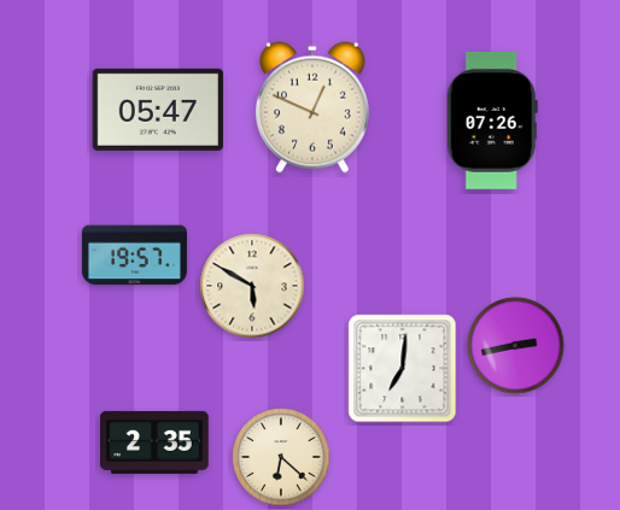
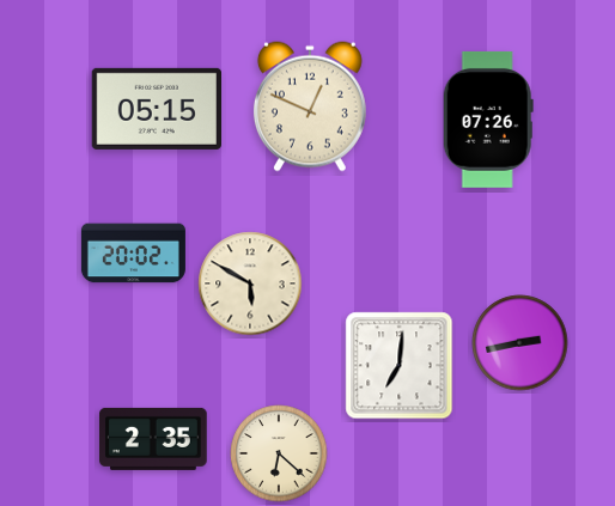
clock at (157, 110): 05:47 -> 05:15
clock at (134, 256): 19:57 -> 20:02
clock at (516, 346) position: (516, 346) -> (520, 343)
